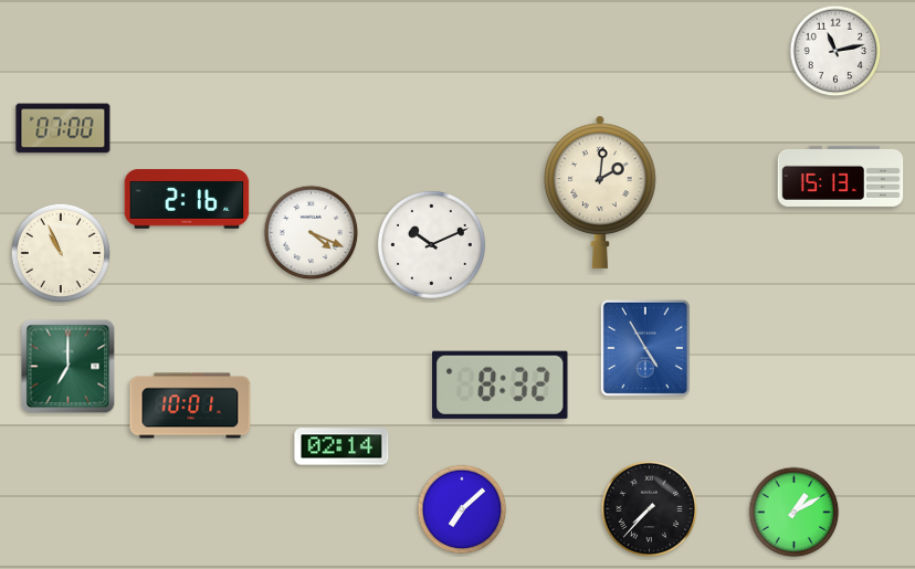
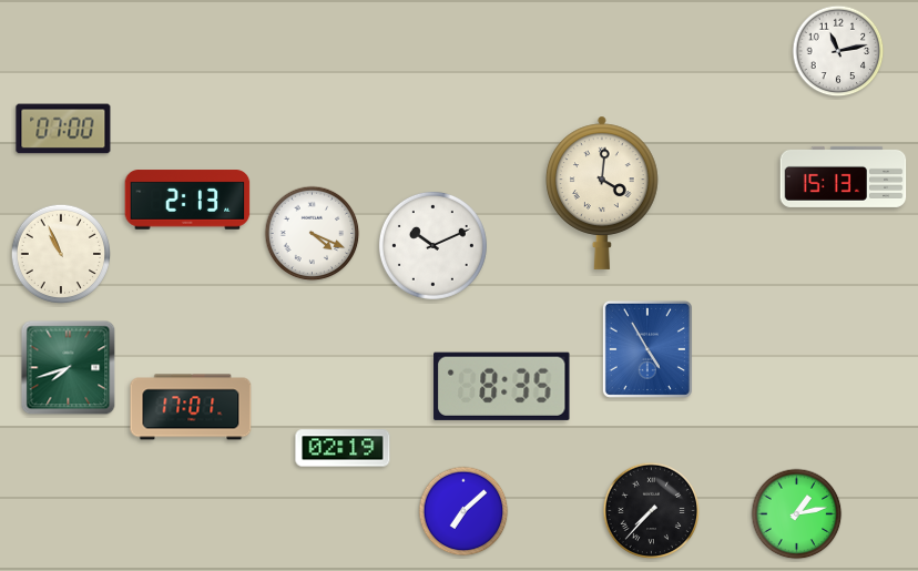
clock at (601, 192): 2:01 -> 4:01
clock at (187, 199): 2:16 -> 2:13
clock at (69, 367): 7:00 -> 7:42
clock at (501, 384): 8:32 -> 8:35
clock at (190, 405): 10:01 -> 17:01
clock at (341, 446): 02:14 -> 02:19
clock at (795, 513): 1:10 -> 1:13
